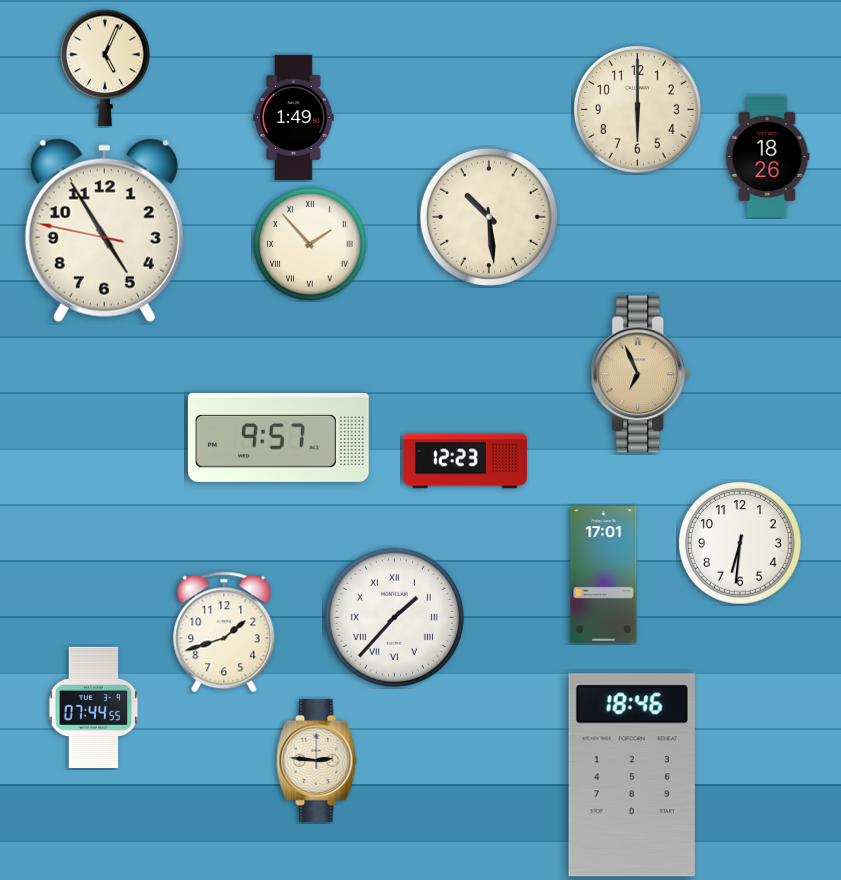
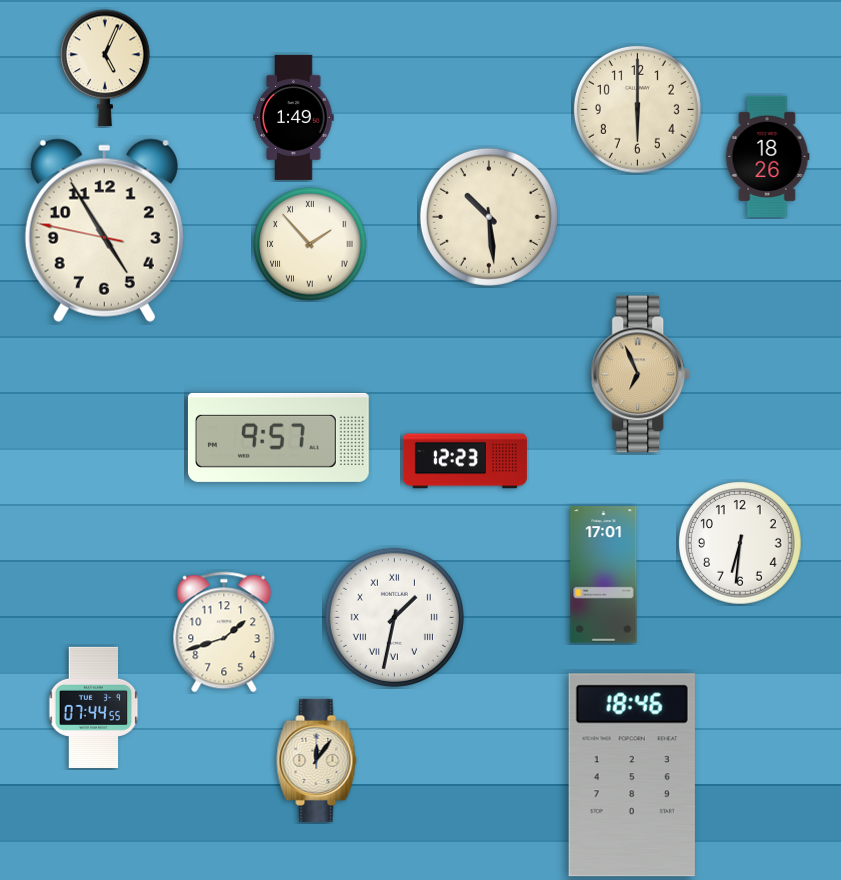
clock at (394, 617): 1:37 -> 1:32
clock at (317, 760): 2:46 -> 12:06
